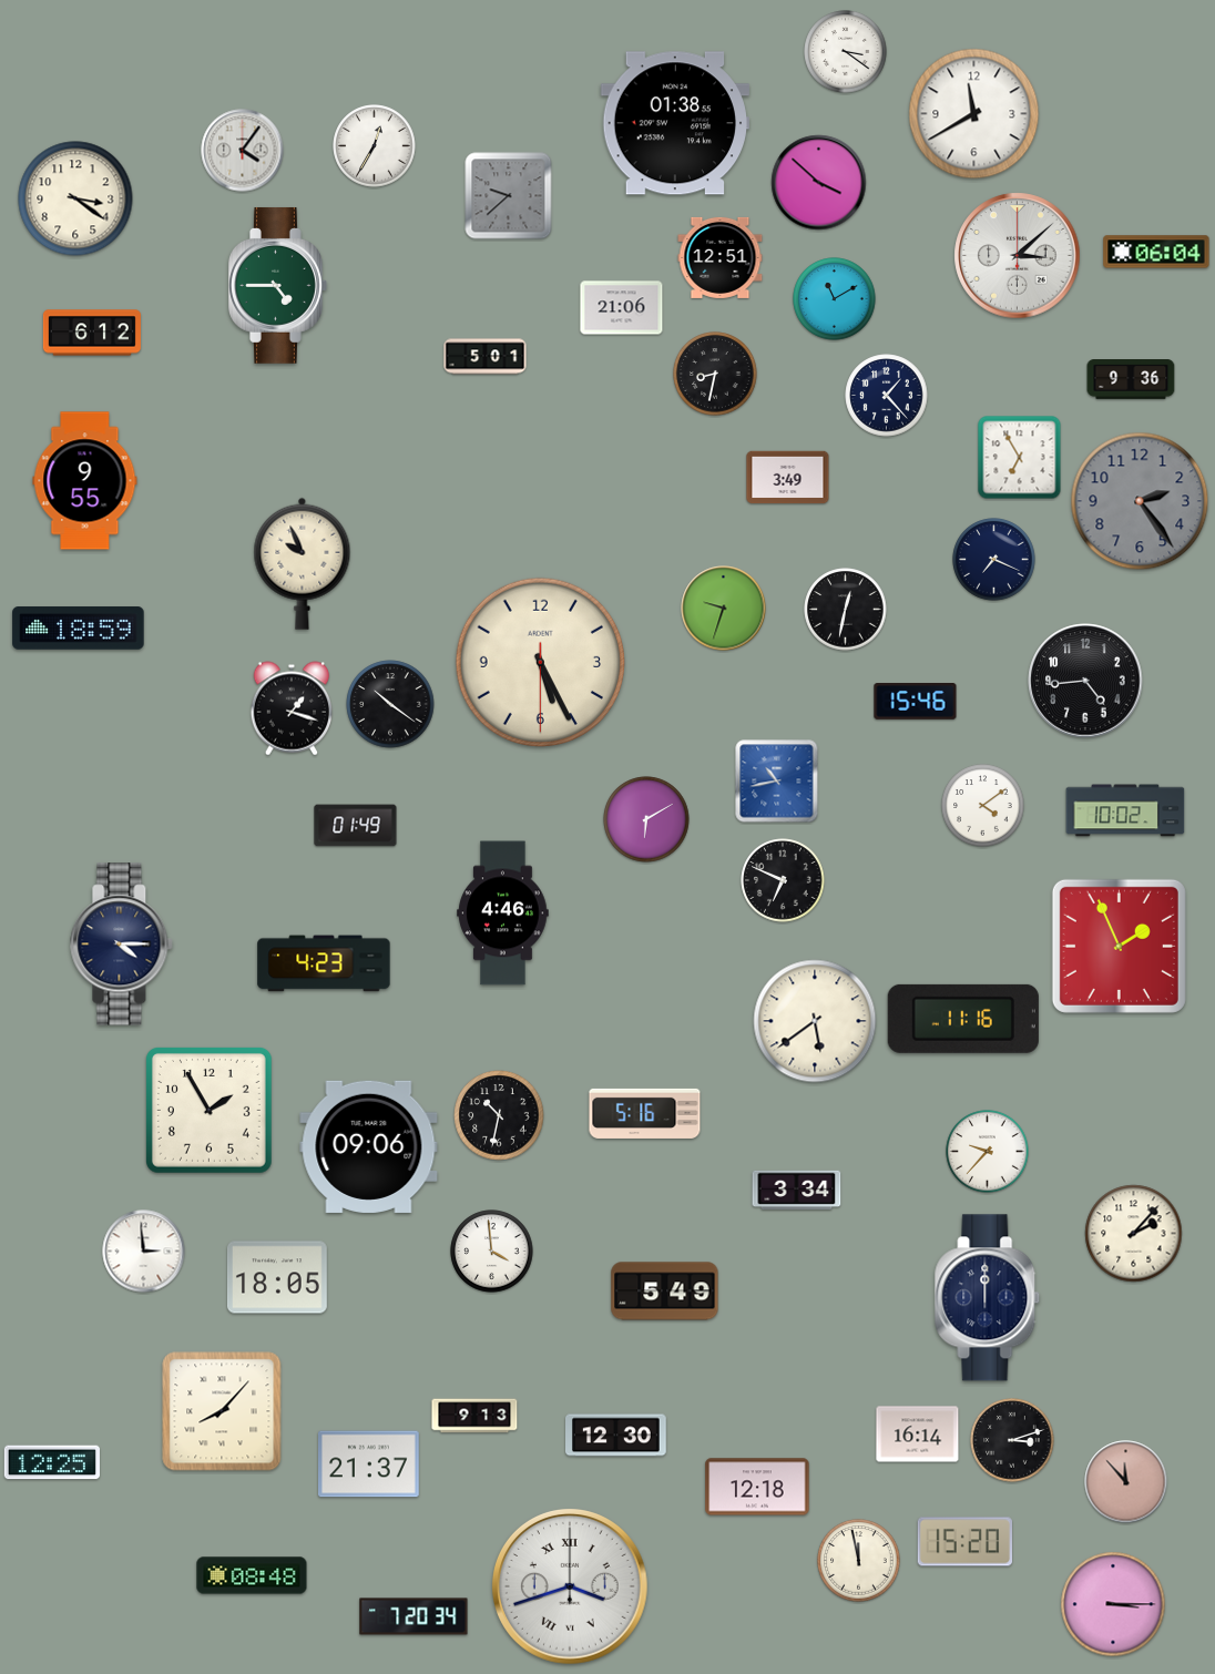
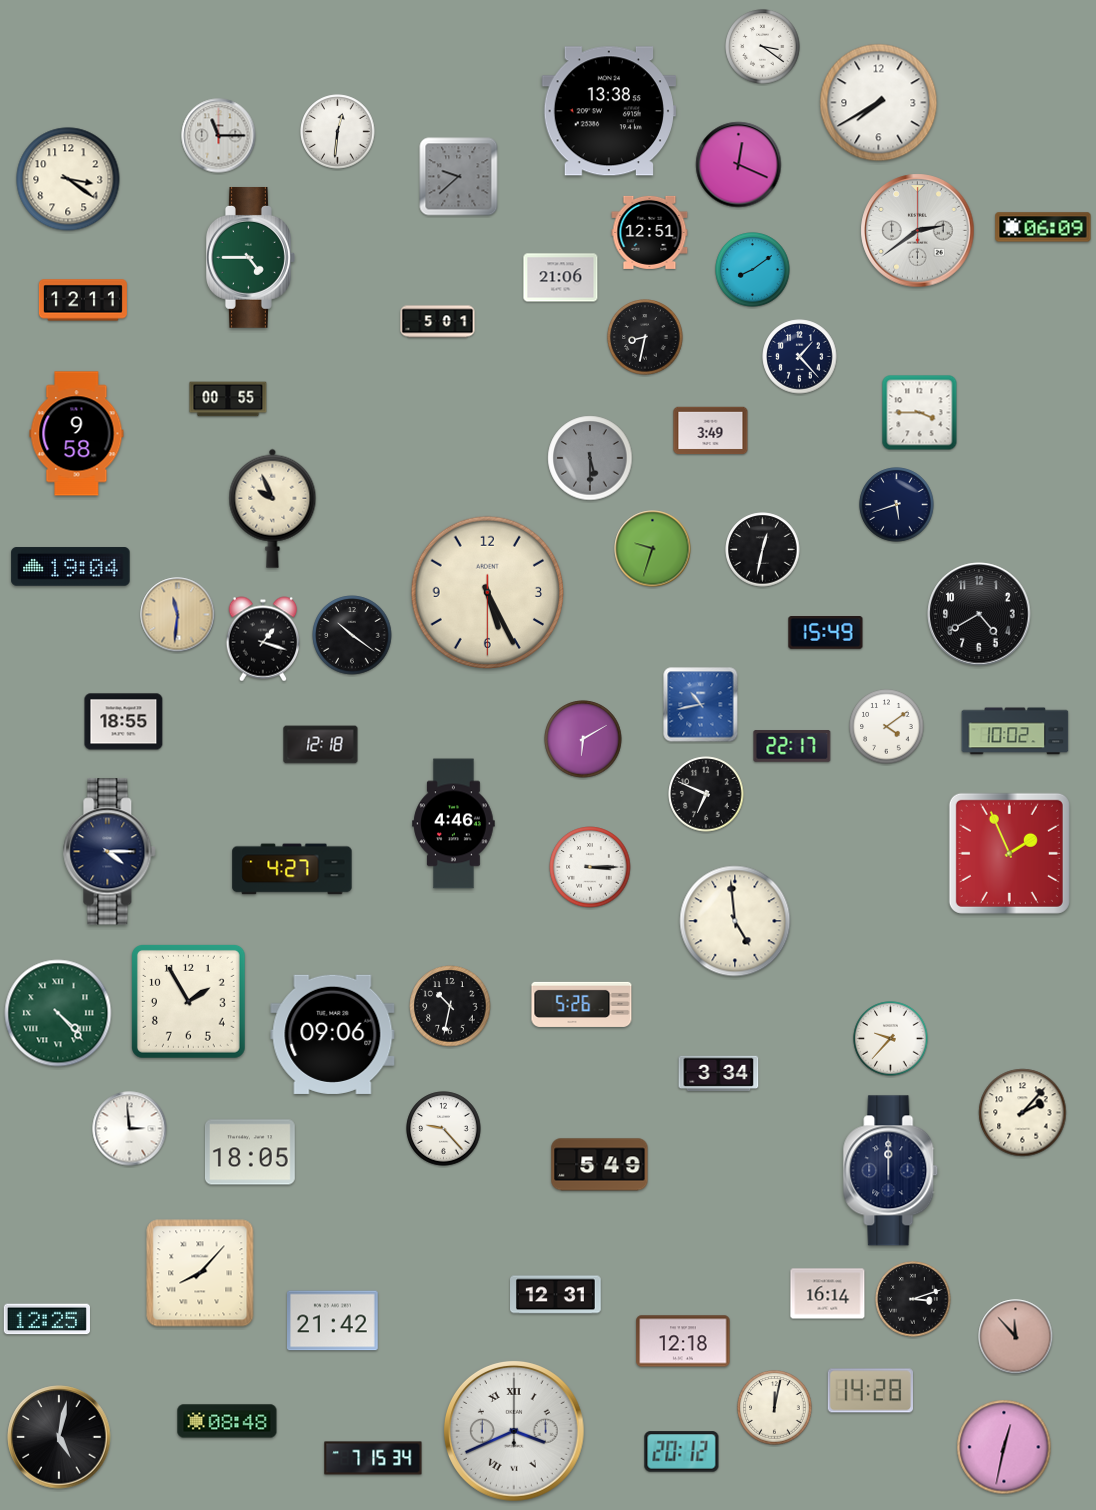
clock at (974, 114): 11:40 -> 7:40
clock at (674, 123): 01:38 -> 13:38
clock at (375, 146): 12:35 -> 12:31
clock at (243, 151): 4:06 -> 11:15
clock at (819, 183): 3:52 -> 12:19
clock at (1156, 252): 06:04 -> 06:09
clock at (1018, 256): 3:08 -> 2:39
clock at (835, 299): 11:10 -> 8:09
clock at (92, 333): 6:12 -> 12:11
clock at (1131, 380): 9:36 -> none
clock at (228, 399): none -> 00:55
clock at (1020, 458): 6:55 -> 3:45
clock at (85, 481): 9:55 -> 9:58
clock at (1140, 501): 2:24 -> none
clock at (590, 458): none -> 5:30
clock at (994, 560): 7:19 -> 5:42
clock at (79, 629): 18:59 -> 19:04
clock at (541, 663) position: (541, 663) -> (488, 593)
clock at (1085, 681): 4:44 -> 4:40
clock at (178, 615): none -> 11:31
clock at (916, 702): 15:46 -> 15:49
clock at (124, 722): none -> 18:55
clock at (356, 826): 01:49 -> 12:18
clock at (792, 746): none -> 22:17
clock at (590, 867): none -> 3:15
clock at (324, 963): 4:23 -> 4:27
clock at (963, 1019): 11:16 -> none
clock at (815, 1021): 5:39 -> 4:59
clock at (645, 1113): 5:16 -> 5:26
clock at (58, 1013): none -> 4:23
clock at (492, 1252): 3:59 -> 9:23
clock at (474, 1416): 9:13 -> none
clock at (616, 1436): 12:30 -> 12:31
clock at (369, 1464): 21:37 -> 21:42
clock at (964, 1542): 15:20 -> 14:28
clock at (859, 1561): 11:58 -> 12:02
clock at (570, 1588): 3:42 -> 3:41
clock at (59, 1437): none -> 5:02
clock at (1113, 1604): 3:15 -> 12:32
clock at (682, 1452): none -> 20:12
clock at (413, 1616): 7:20 -> 7:15
